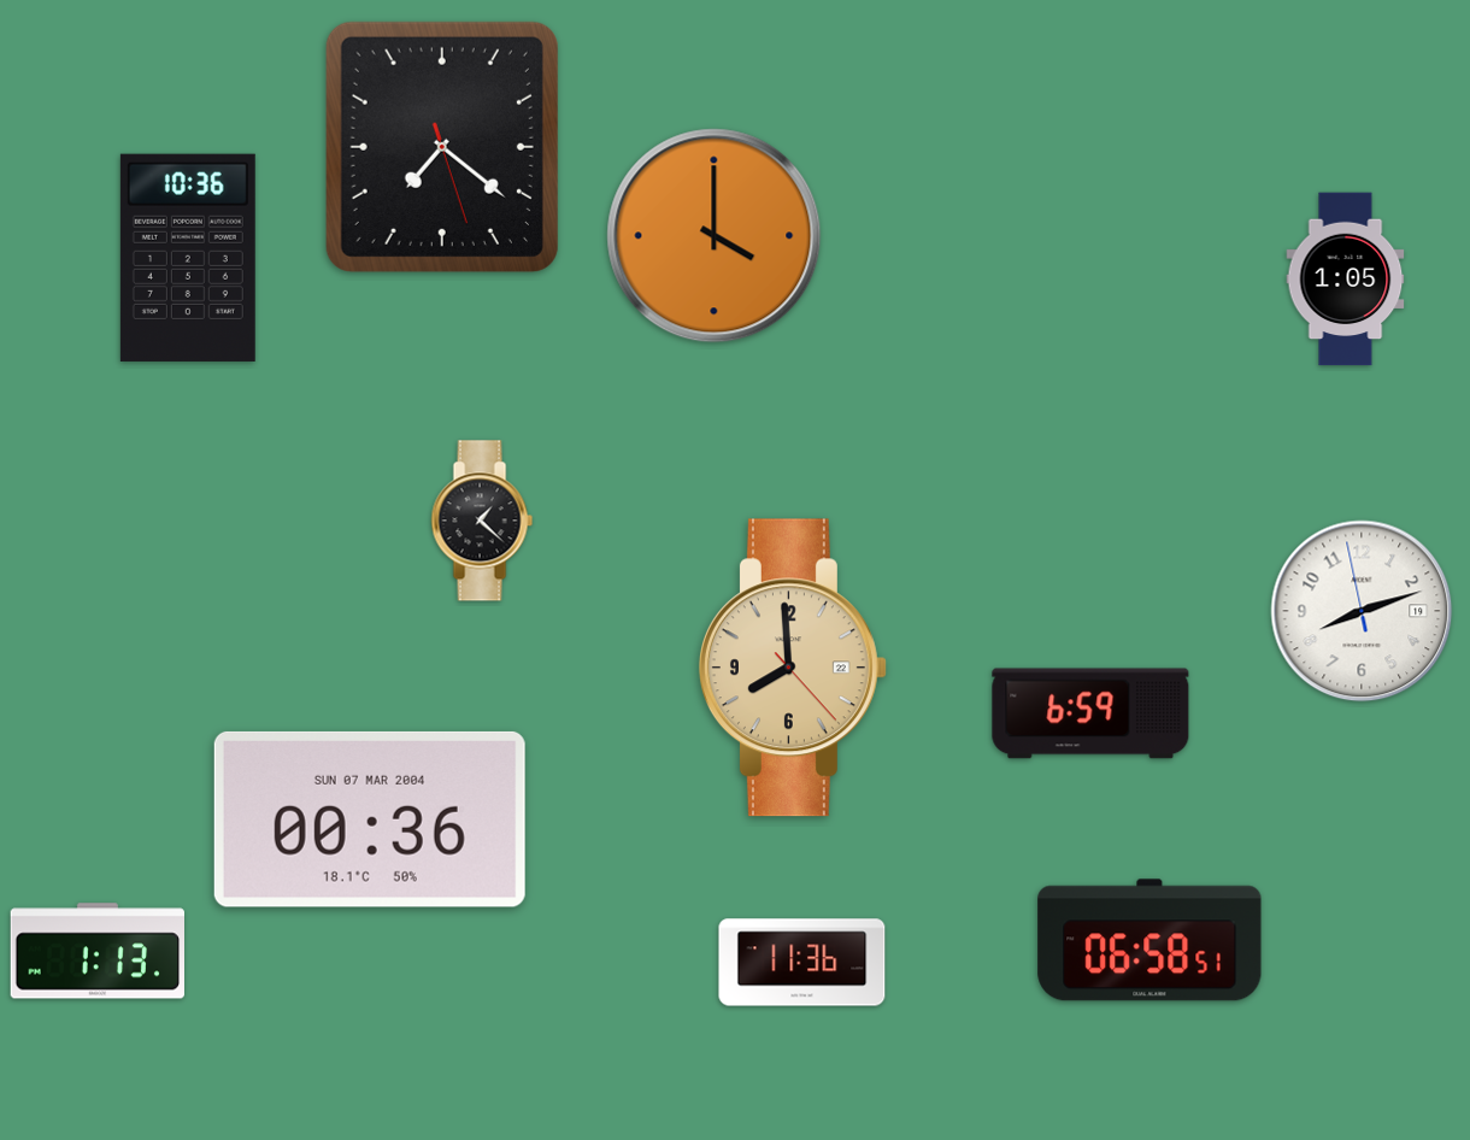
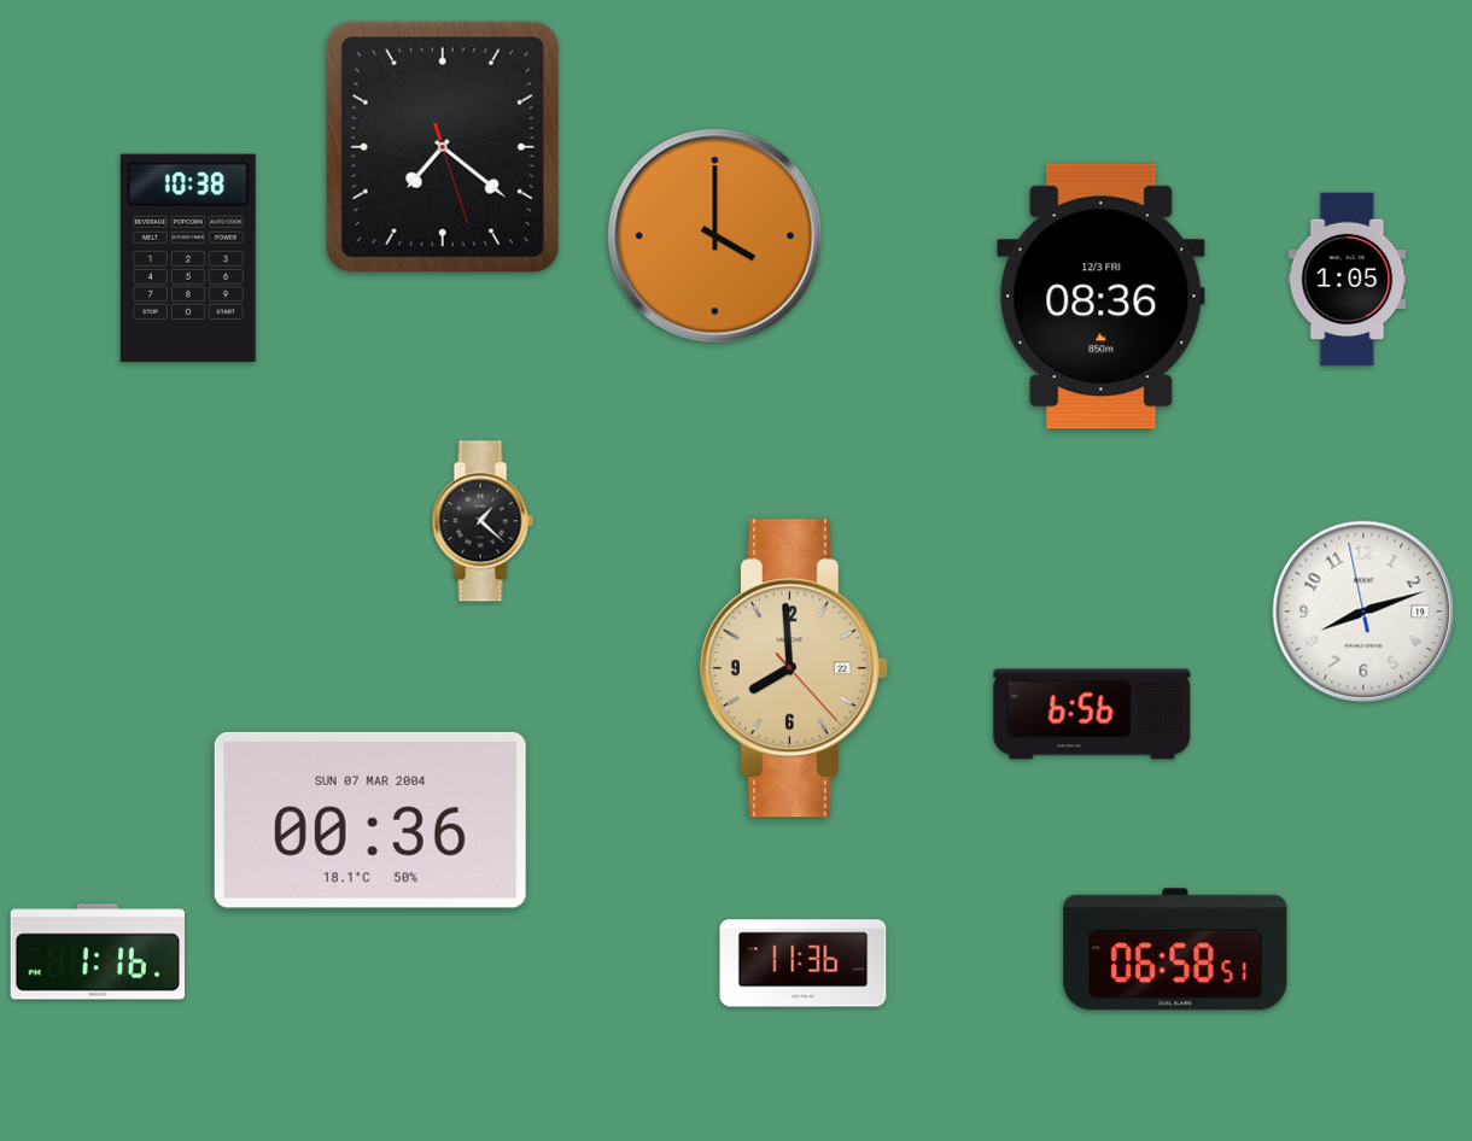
clock at (188, 258): 10:36 -> 10:38
clock at (1102, 297): none -> 08:36
clock at (1090, 713): 6:59 -> 6:56
clock at (1149, 940) position: (1149, 940) -> (1175, 949)
clock at (96, 951): 1:13 -> 1:16
